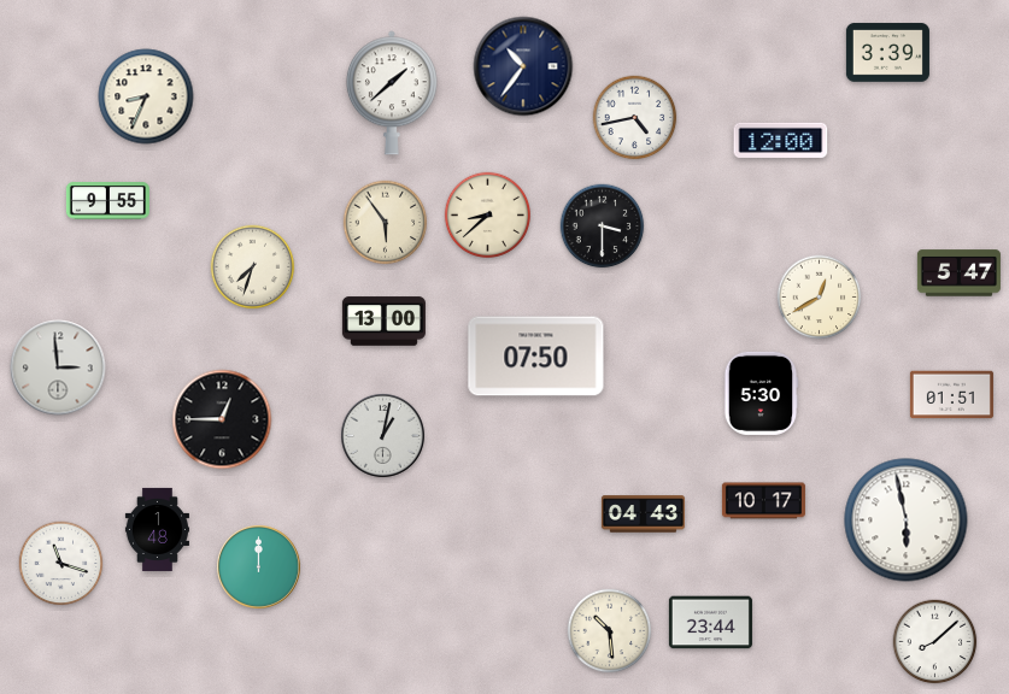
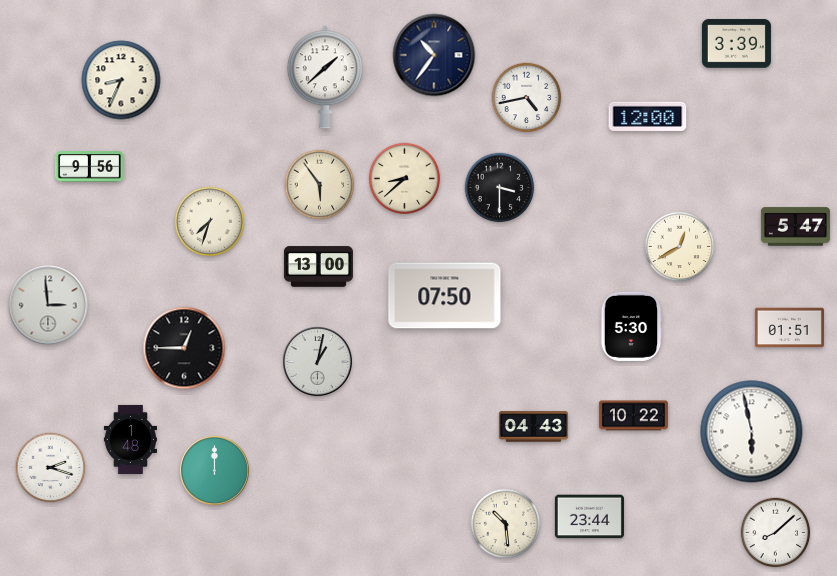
clock at (107, 201): 9:55 -> 9:56
clock at (763, 501): 10:17 -> 10:22
clock at (61, 564): 11:18 -> 2:18
